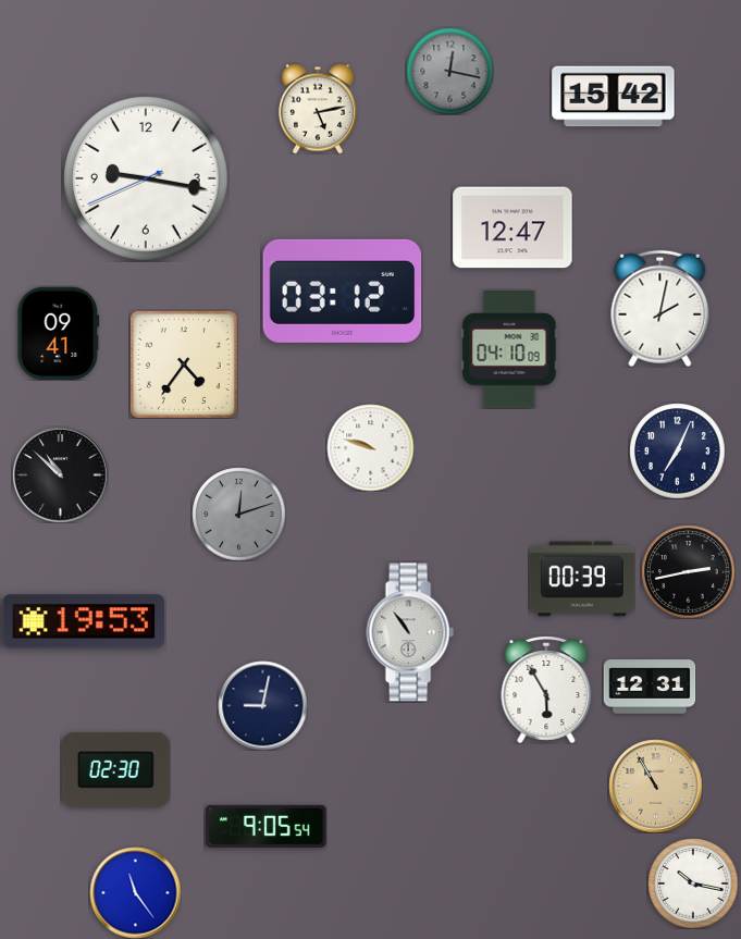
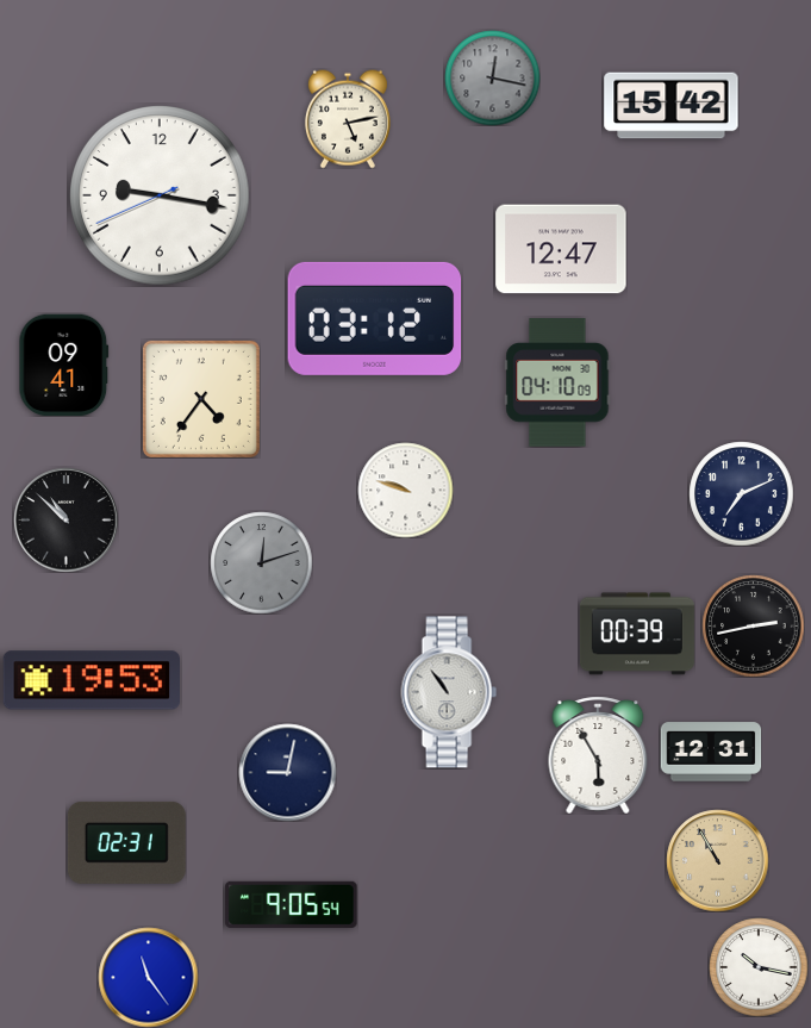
clock at (660, 308): 2:02 -> none
clock at (677, 450): 7:04 -> 7:11
clock at (115, 769): 02:30 -> 02:31
